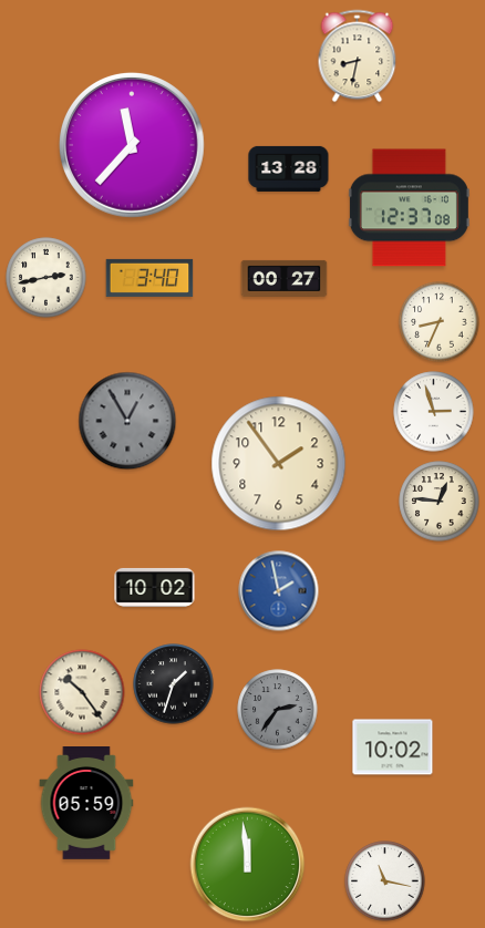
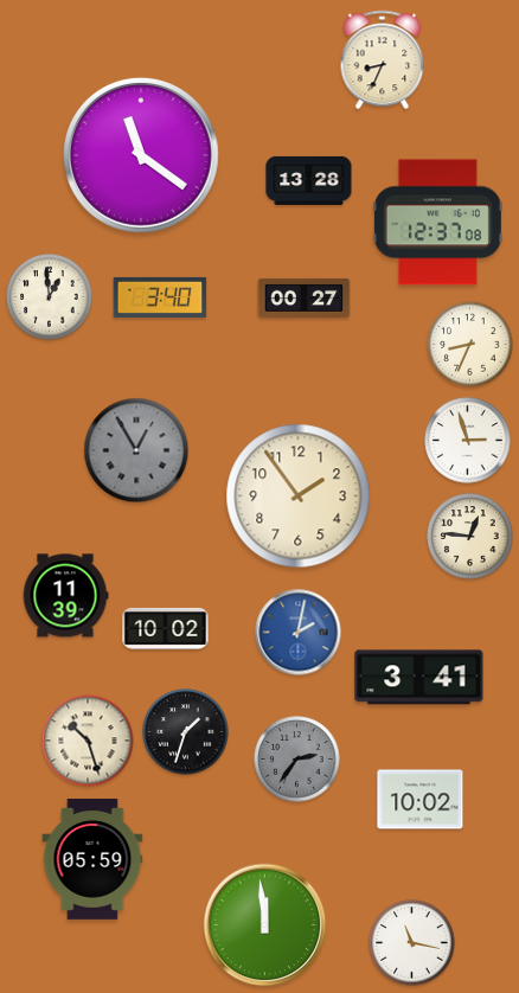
clock at (358, 56): 8:32 -> 8:34
clock at (133, 146): 11:37 -> 11:21
clock at (47, 278): 2:43 -> 12:59
clock at (434, 412) position: (434, 412) -> (468, 441)
clock at (65, 596): none -> 11:39
clock at (279, 591): 1:58 -> 2:02
clock at (419, 678): none -> 3:41
clock at (82, 692): 10:24 -> 10:27
